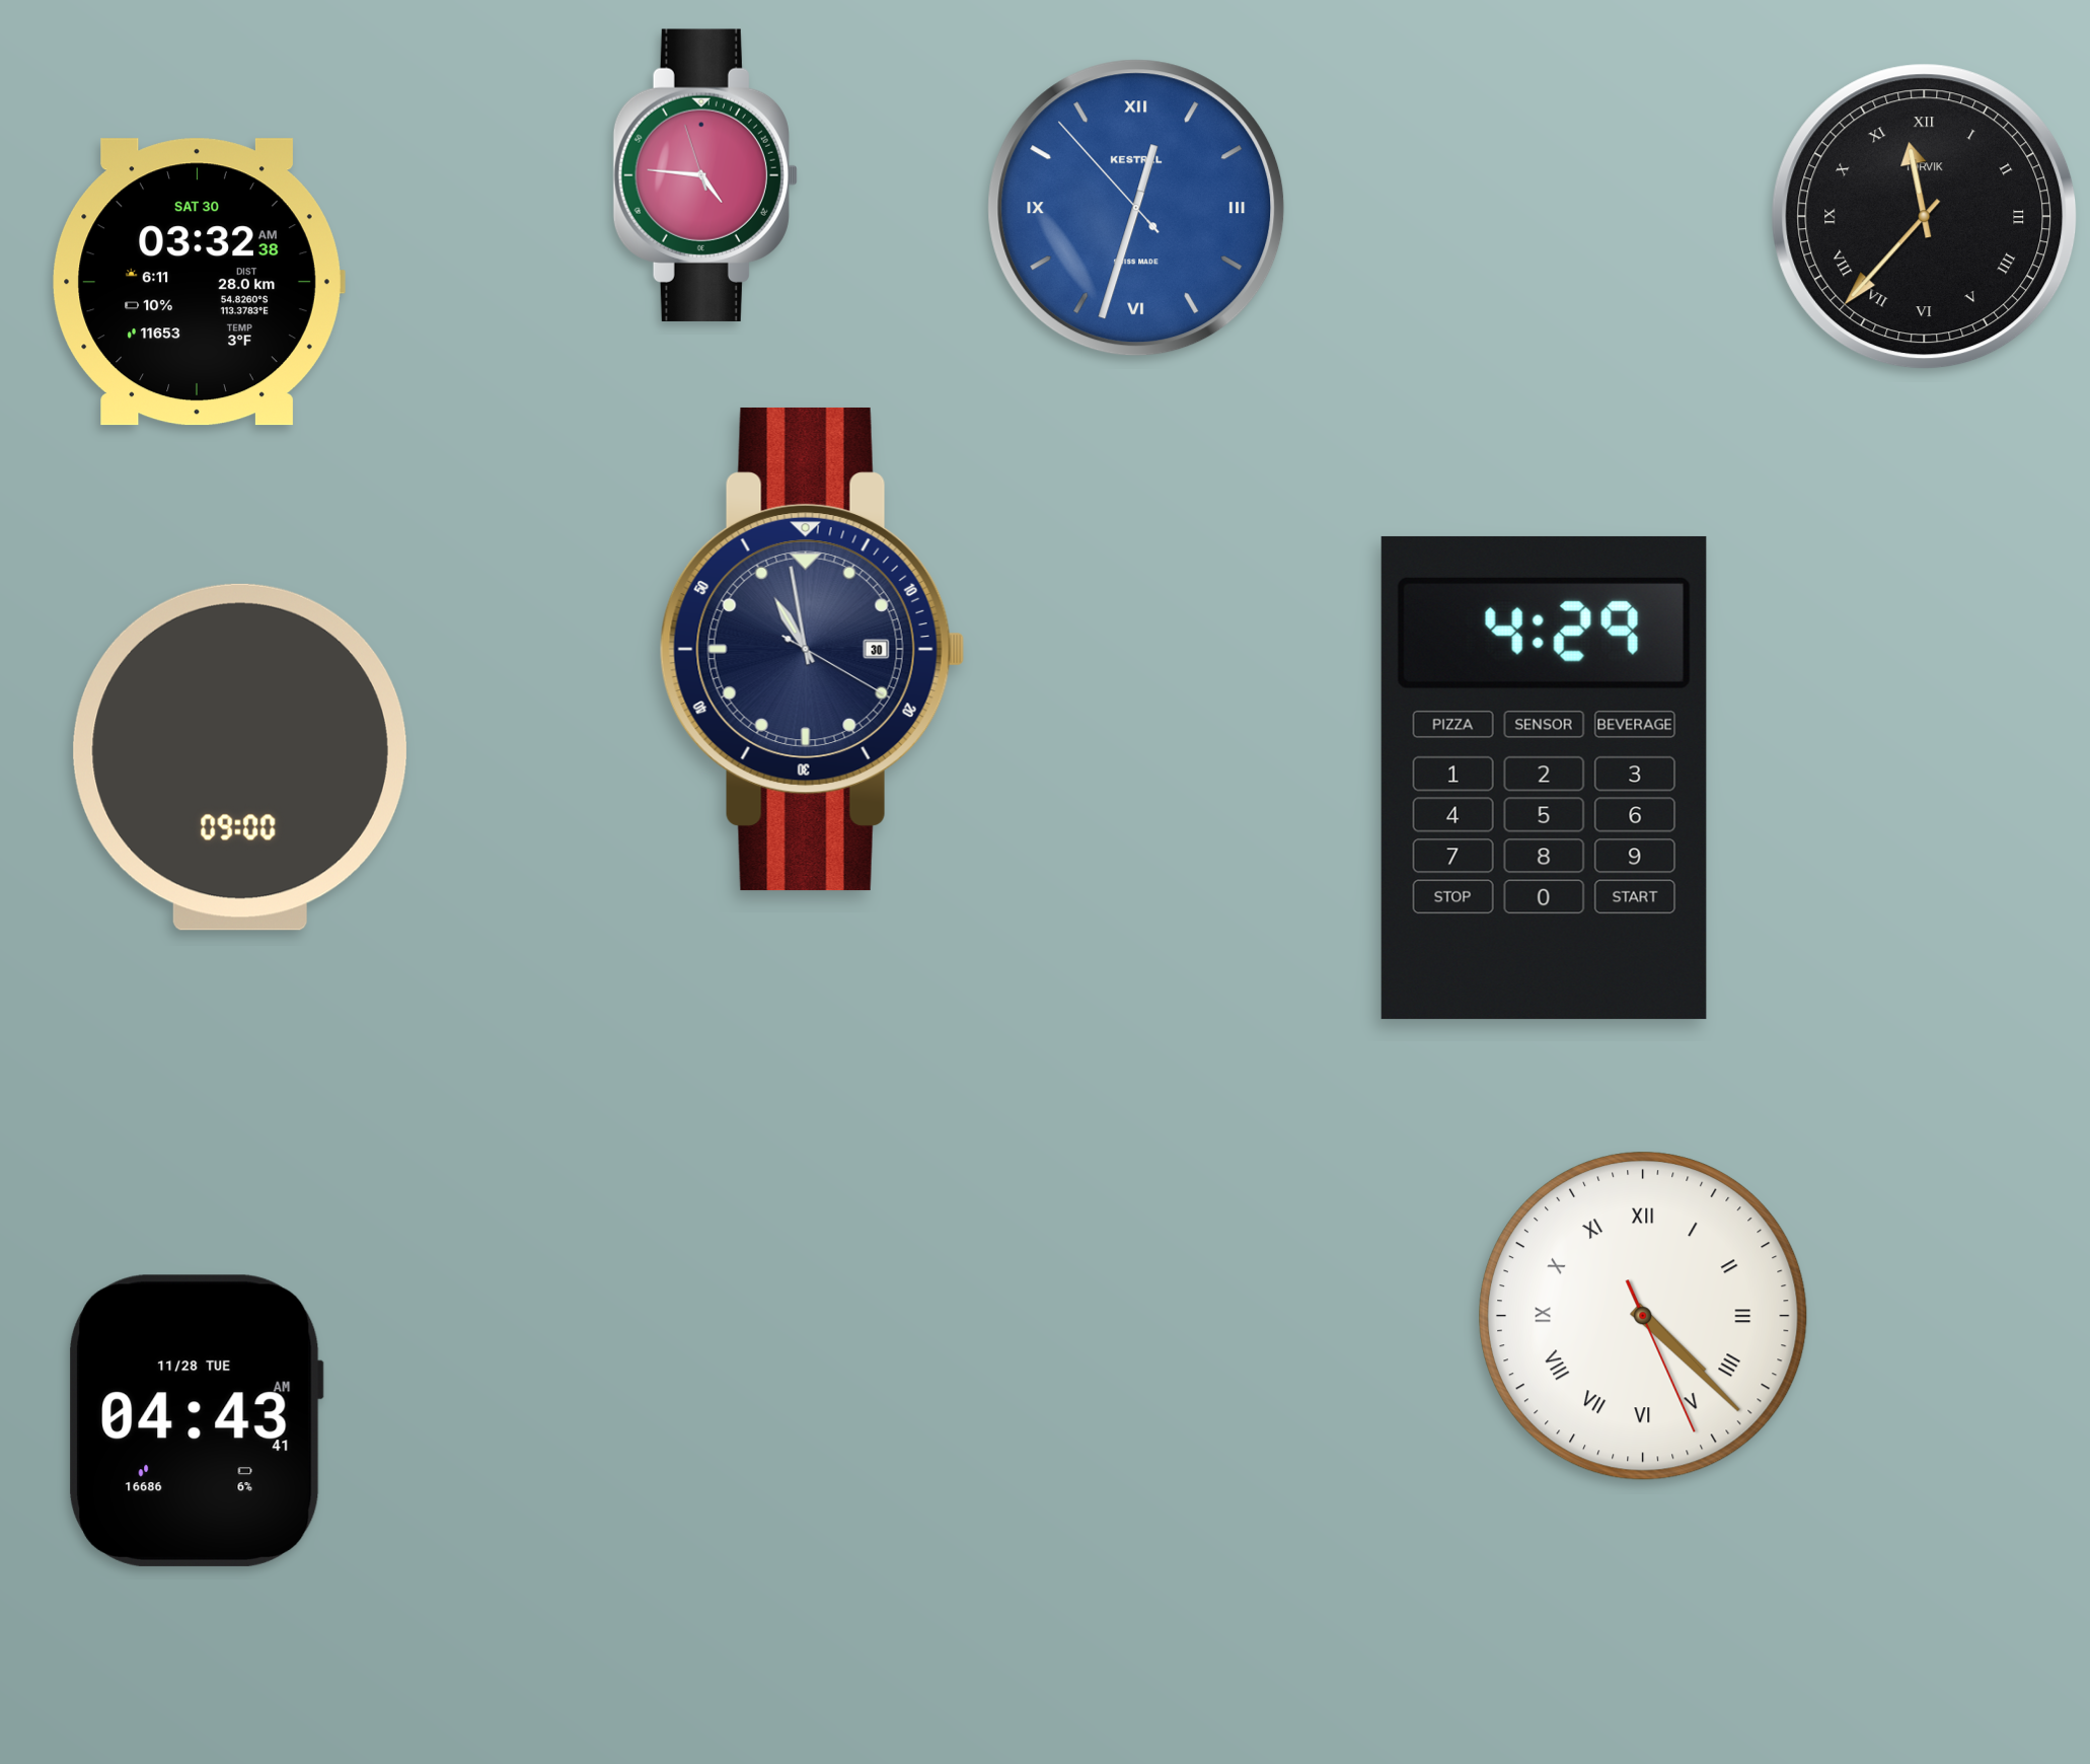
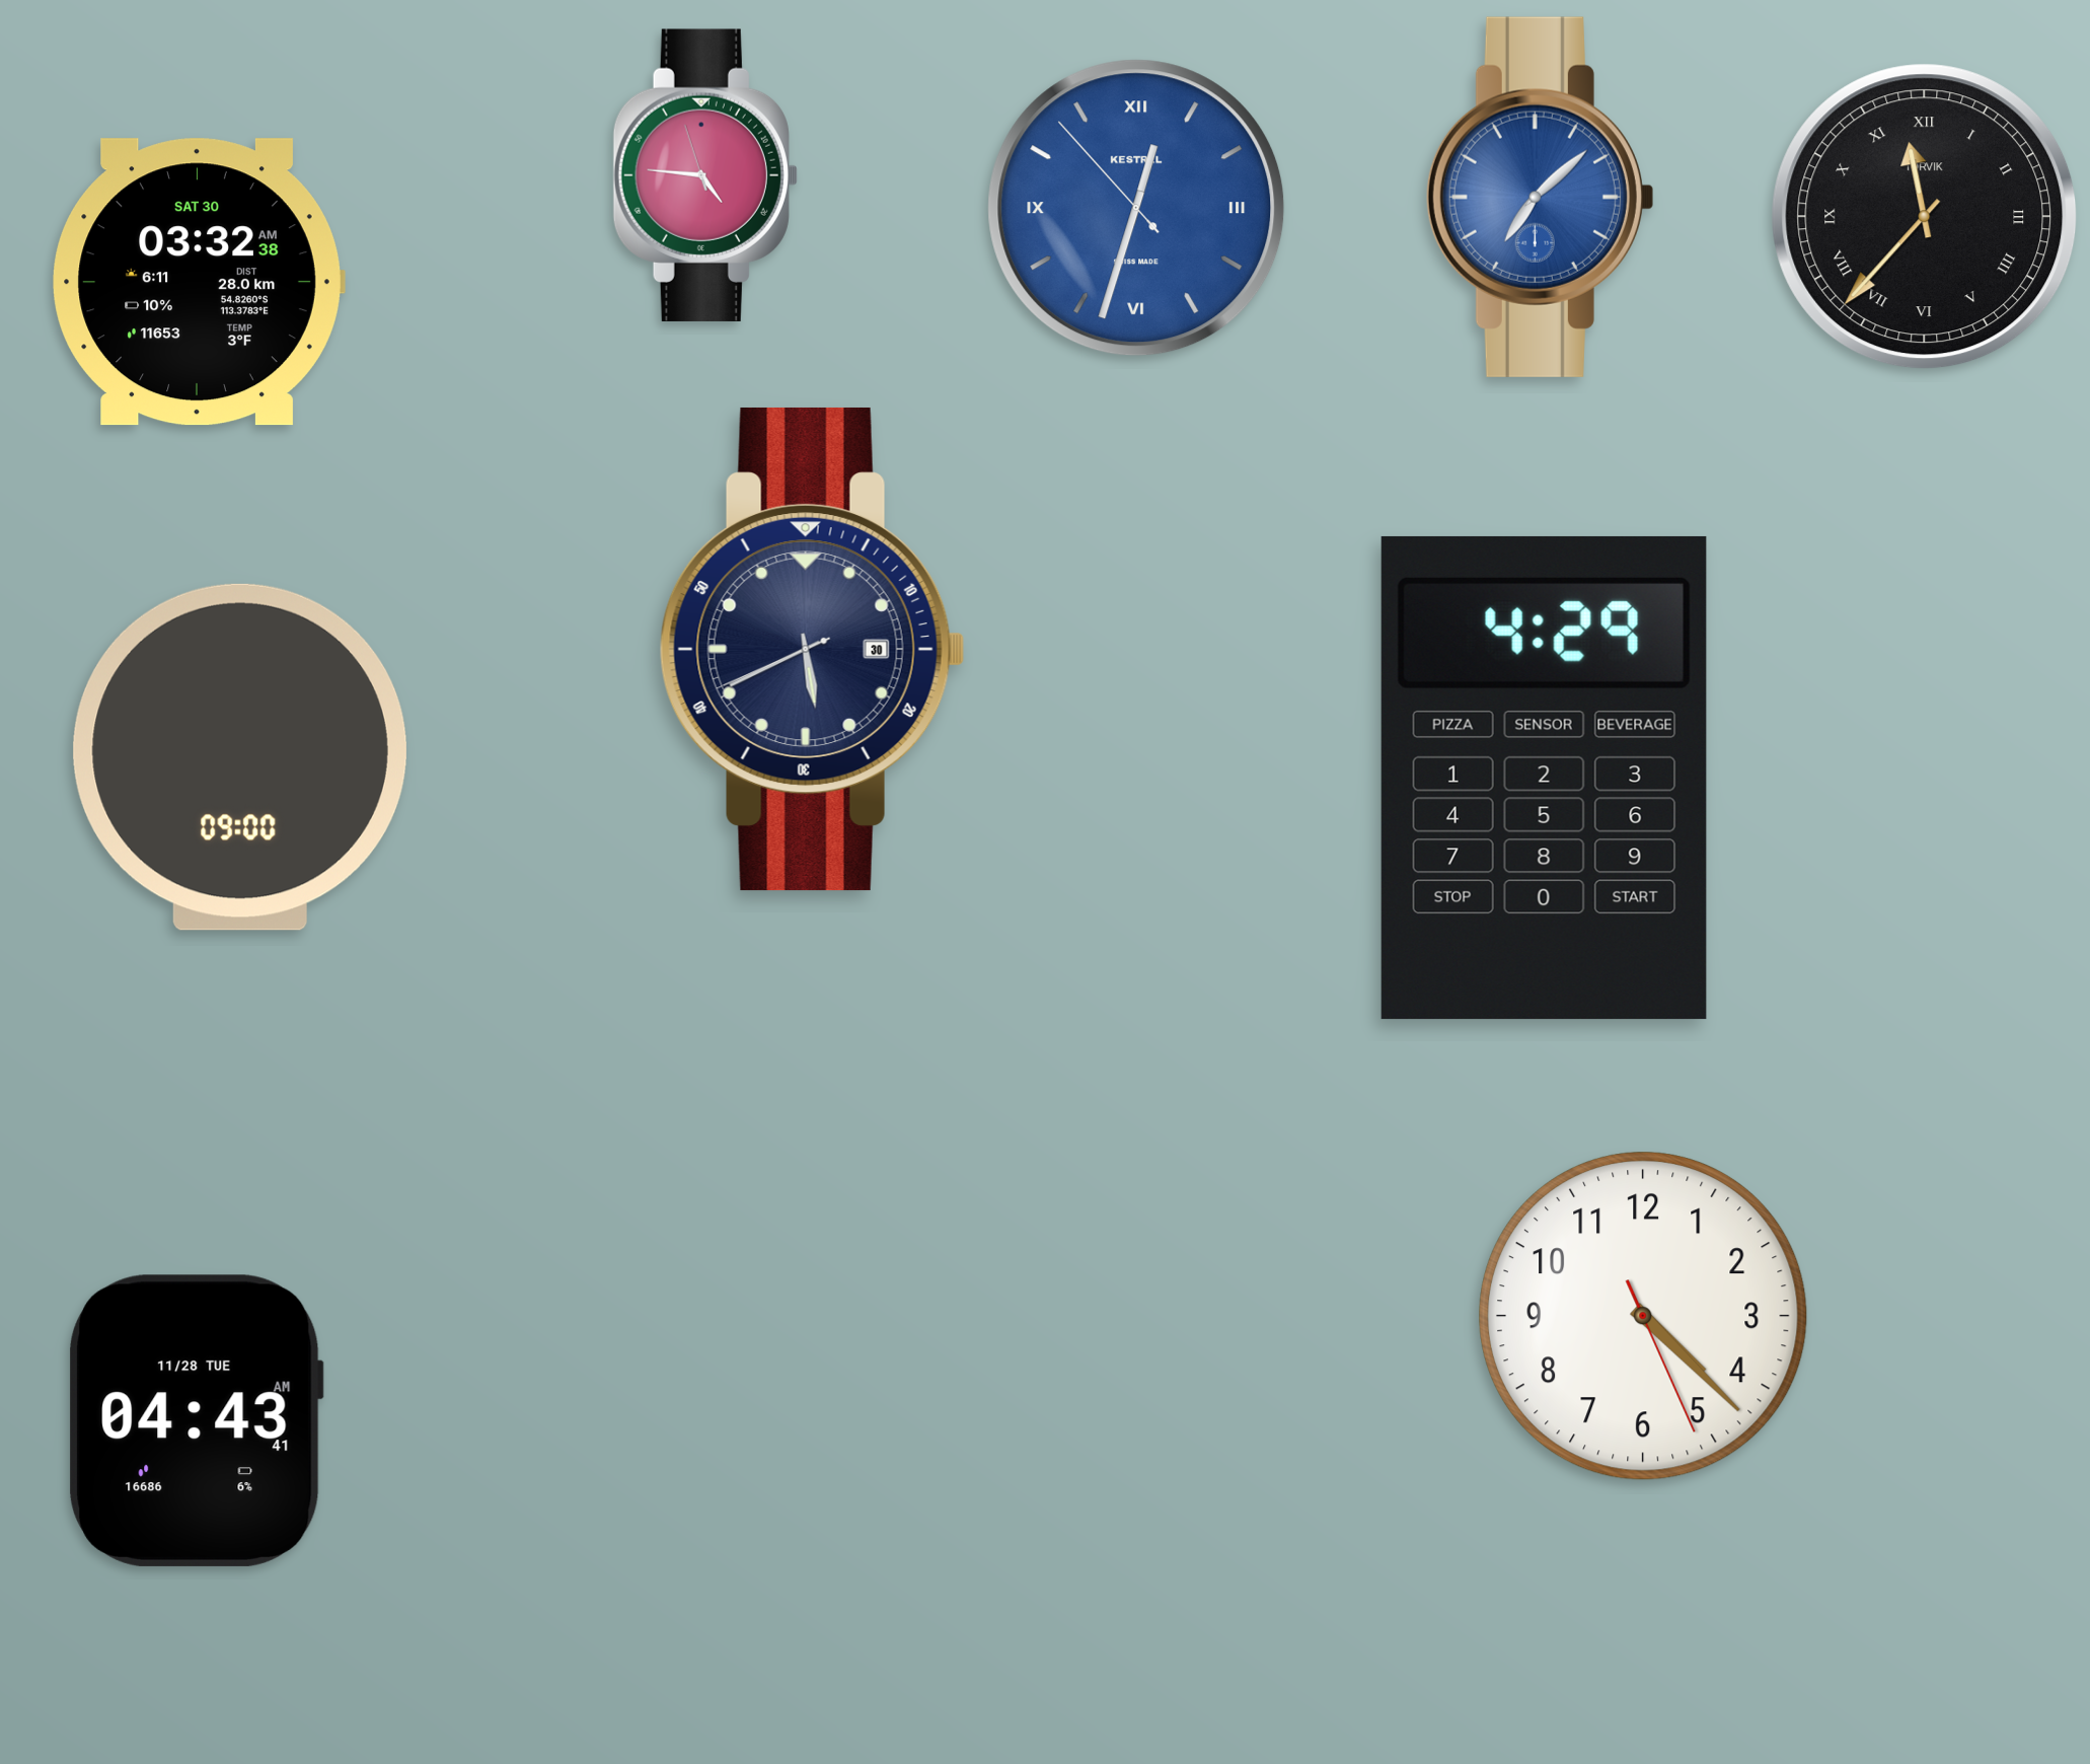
clock at (1540, 197): none -> 7:08
clock at (812, 649): 10:58 -> 5:40
clock at (1644, 1317) numerals: Roman -> Arabic
